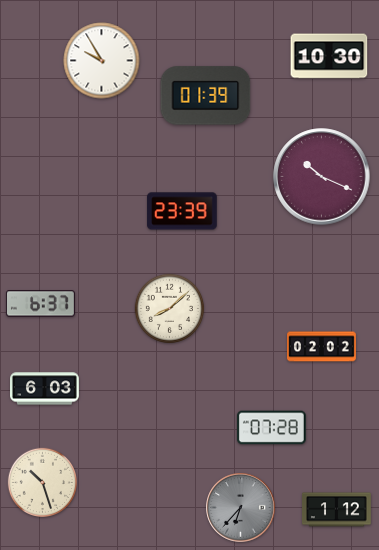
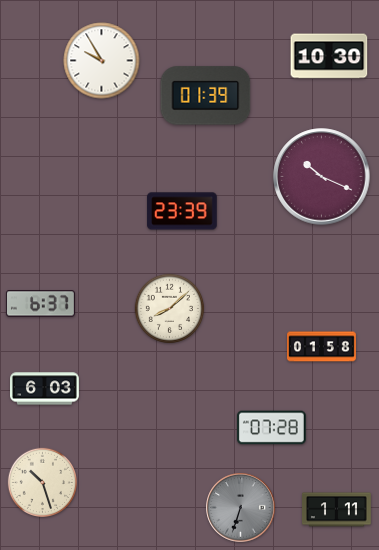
clock at (322, 347): 02:02 -> 01:58
clock at (241, 508): 6:37 -> 6:33
clock at (337, 510): 1:12 -> 1:11
